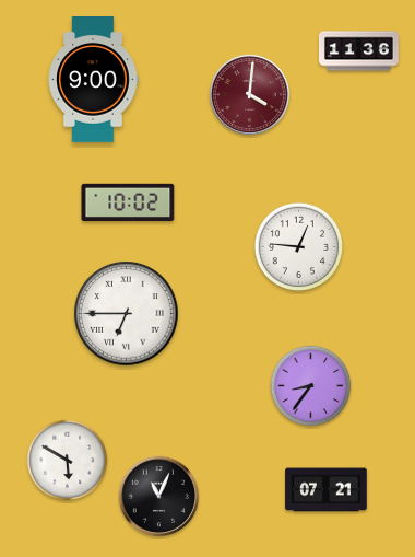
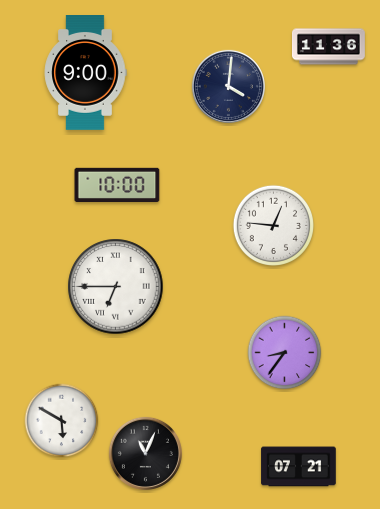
clock at (249, 94) dial: burgundy -> navy
clock at (128, 201): 10:02 -> 10:00
clock at (327, 490) position: (327, 490) -> (299, 467)
